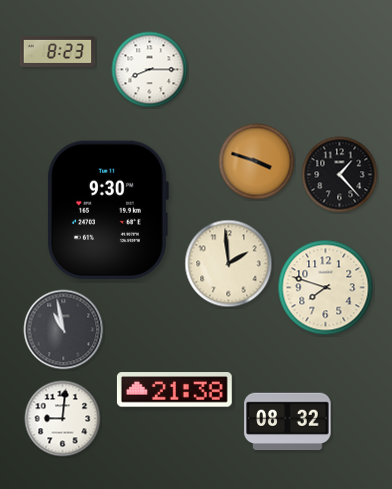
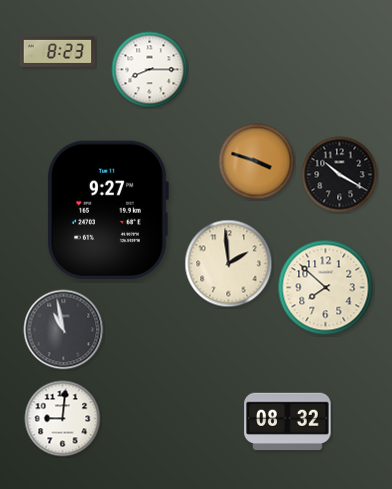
clock at (340, 175): 1:23 -> 10:20
clock at (107, 209): 9:30 -> 9:27
clock at (326, 288): 7:48 -> 7:52
clock at (174, 390): 21:38 -> none
